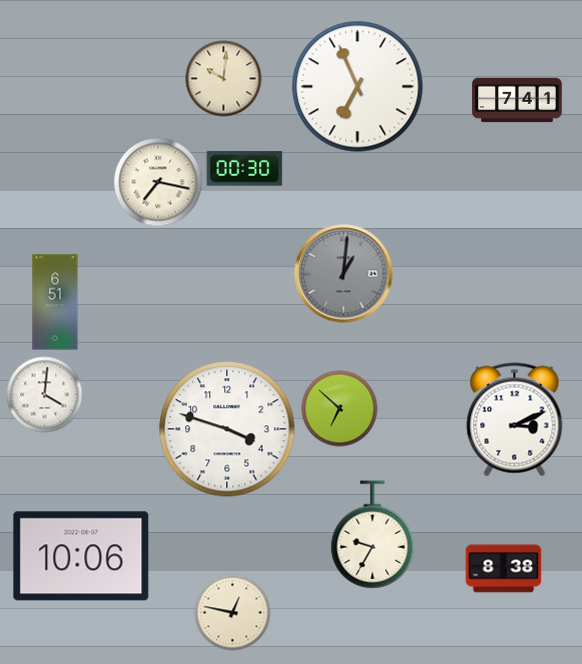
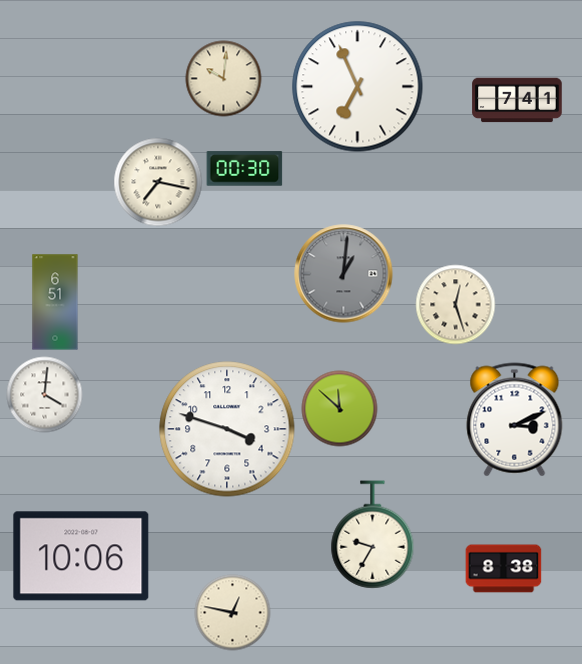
clock at (456, 305): none -> 12:27
clock at (340, 409): 6:52 -> 11:52
